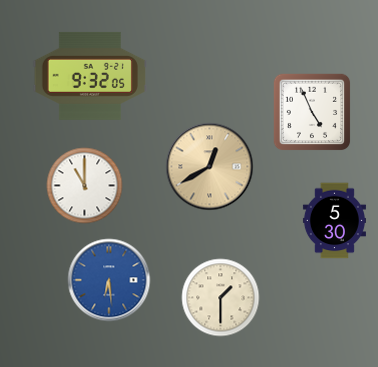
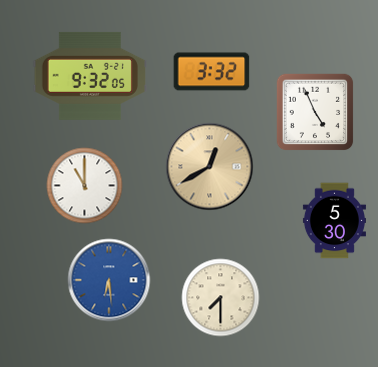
clock at (212, 72): none -> 3:32
clock at (312, 112) position: (312, 112) -> (315, 112)
clock at (221, 298): 1:30 -> 7:30
